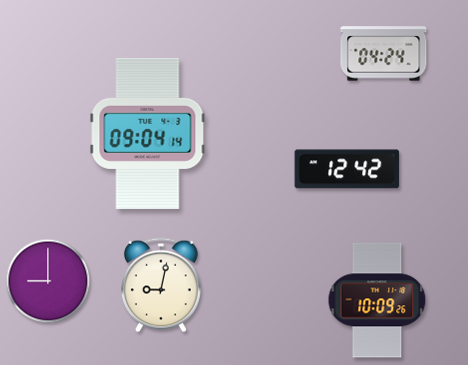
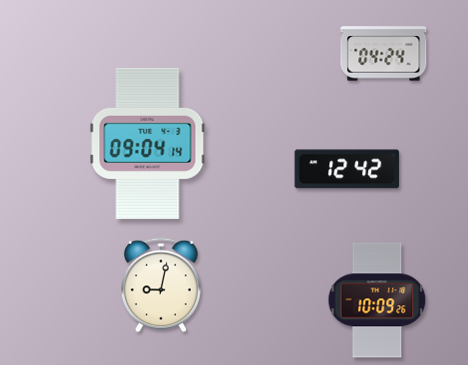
clock at (148, 133) position: (148, 133) -> (148, 143)
clock at (48, 281): 9:00 -> none
